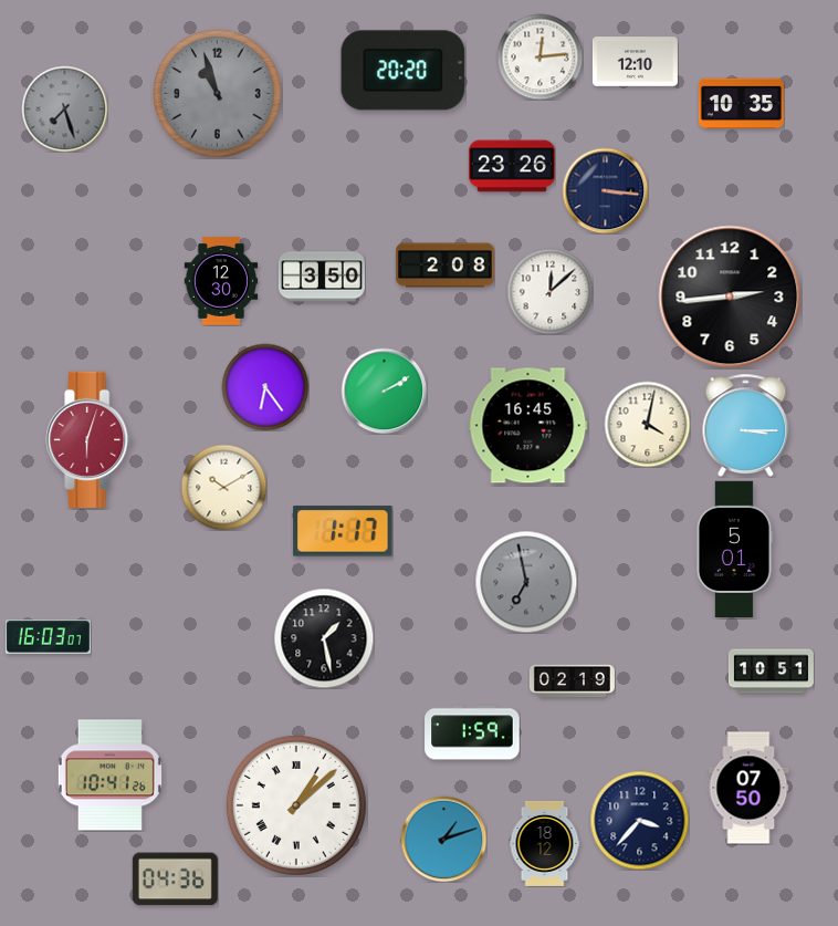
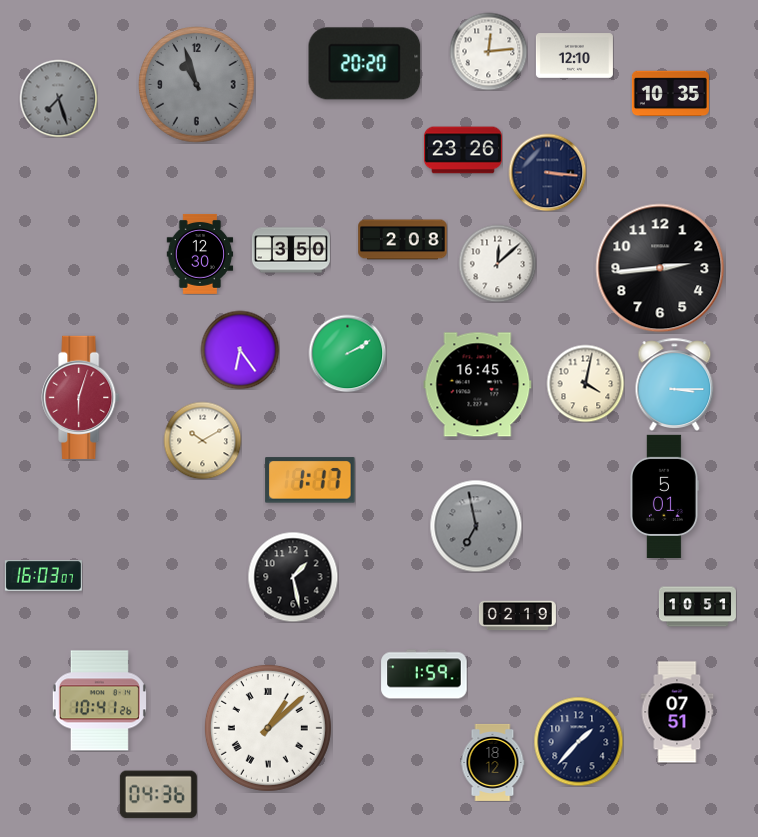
clock at (472, 732) position: (472, 732) -> (424, 674)
clock at (748, 788): 07:50 -> 07:51
clock at (639, 820): 3:37 -> 1:37
clock at (443, 839): 1:12 -> none
